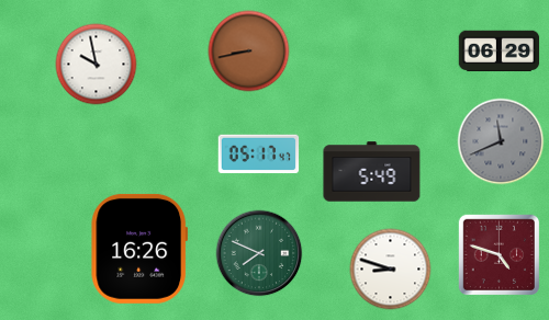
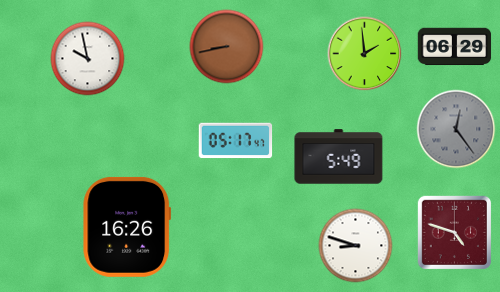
clock at (365, 54): none -> 1:59
clock at (501, 141): 11:41 -> 12:24
clock at (259, 253): 7:49 -> none
